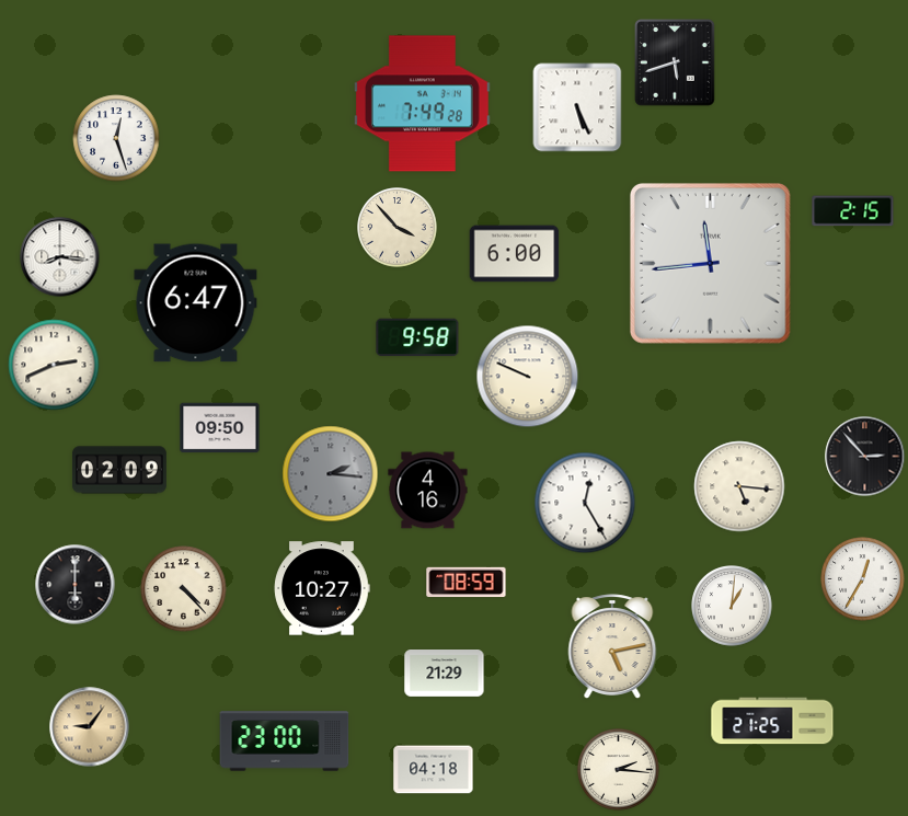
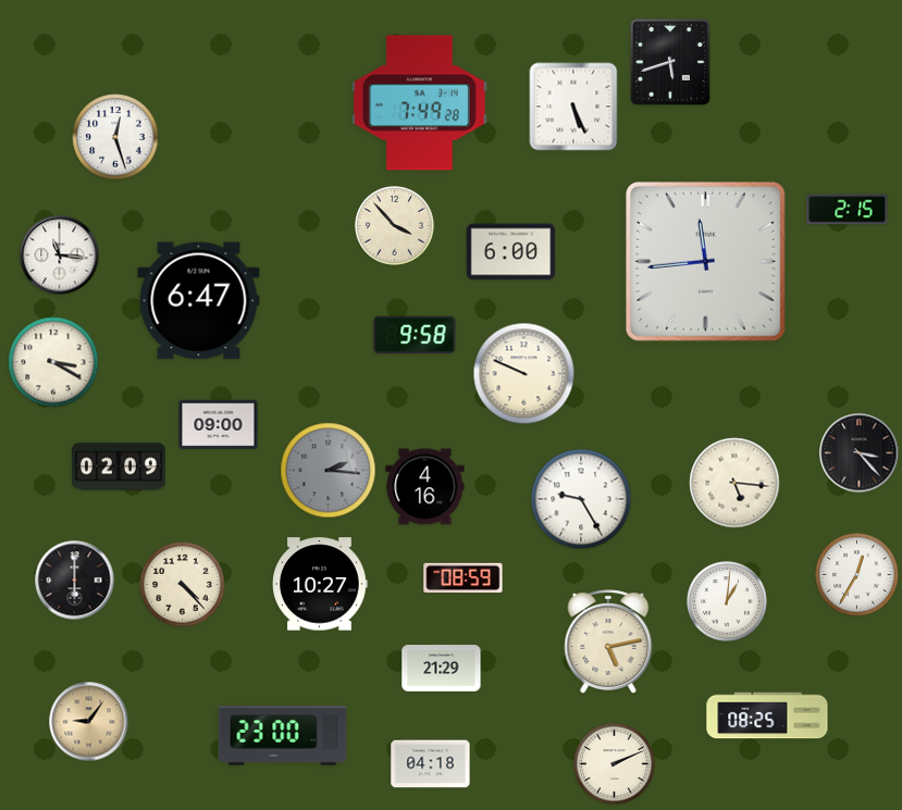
clock at (60, 257): 8:16 -> 11:16
clock at (196, 303) position: (196, 303) -> (199, 301)
clock at (54, 365): 2:41 -> 3:20
clock at (220, 428): 09:50 -> 09:00
clock at (865, 457): 2:53 -> 3:23
clock at (585, 503): 12:25 -> 9:25
clock at (772, 721): 21:25 -> 08:25
clock at (619, 770): 2:16 -> 2:11
